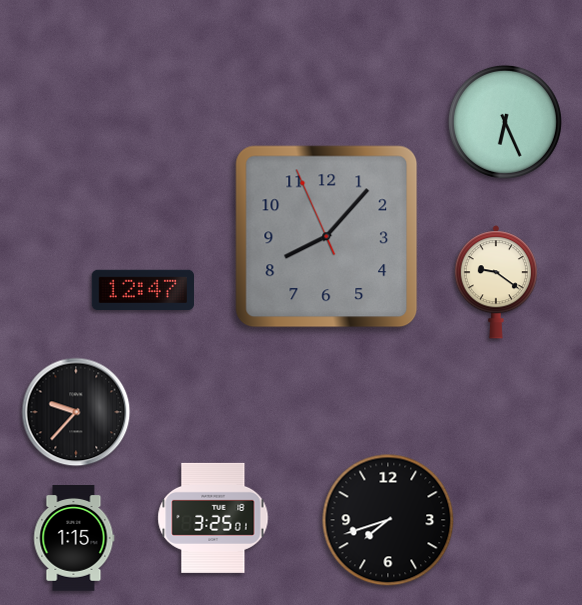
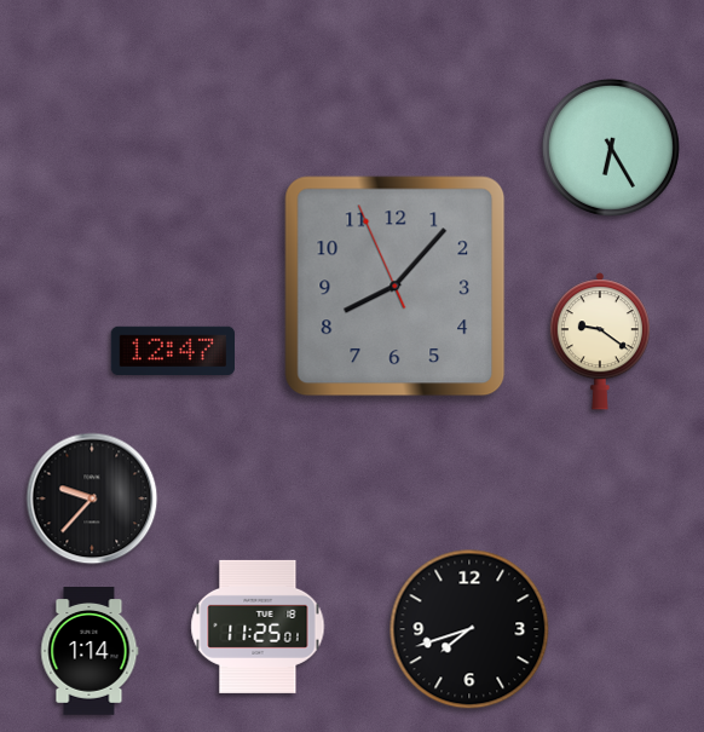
clock at (505, 122): 6:26 -> 6:25
clock at (213, 518): 3:25 -> 11:25
clock at (74, 539): 1:15 -> 1:14
